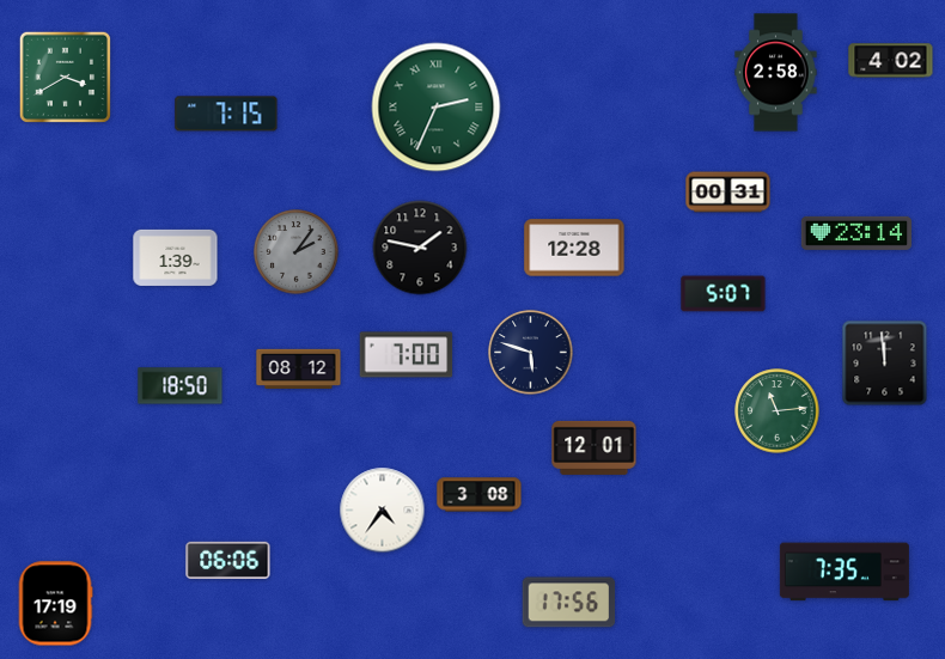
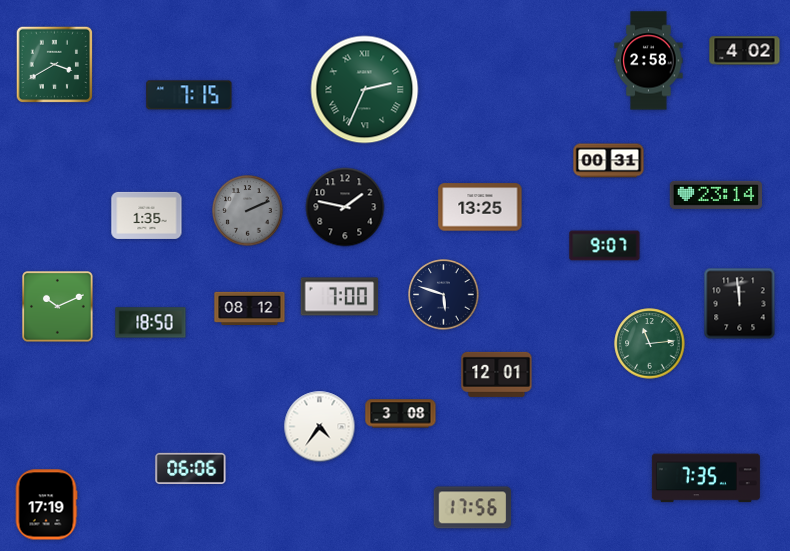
clock at (420, 248) position: (420, 248) -> (345, 207)
clock at (574, 248): 12:28 -> 13:25
clock at (297, 252): 2:06 -> 2:11
clock at (176, 257): 1:39 -> 1:35
clock at (724, 294): 5:07 -> 9:07
clock at (58, 307): none -> 10:11
clock at (569, 603) position: (569, 603) -> (473, 508)
